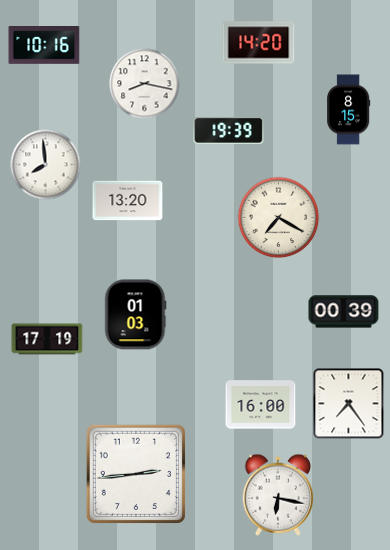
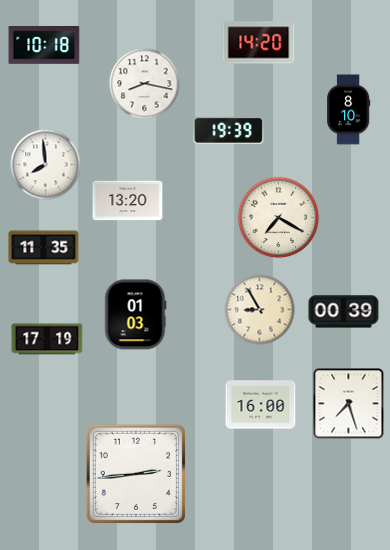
clock at (44, 46): 10:16 -> 10:18
clock at (349, 110): 8:15 -> 8:10
clock at (44, 248): none -> 11:35
clock at (260, 310): none -> 8:55
clock at (349, 404): 7:24 -> 7:27
clock at (278, 495): 6:17 -> none
